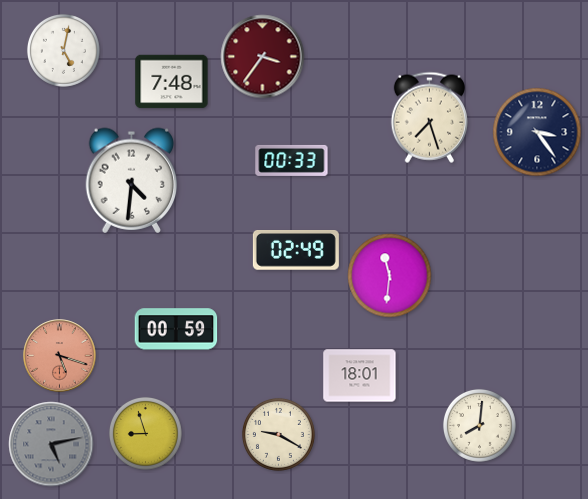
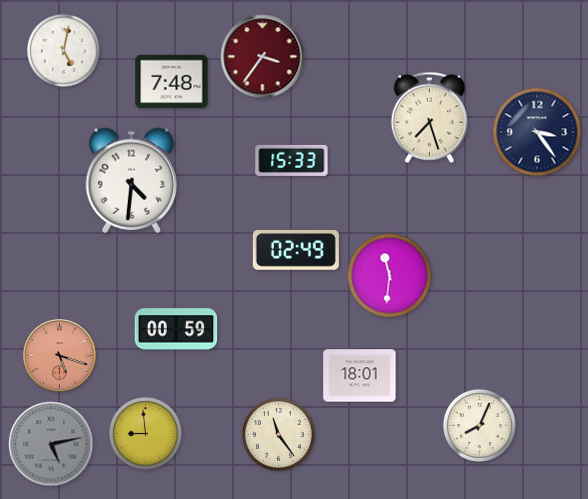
clock at (292, 160): 00:33 -> 15:33
clock at (479, 425): 8:01 -> 8:04
clock at (145, 433): 8:57 -> 8:59
clock at (278, 434): 9:20 -> 11:24
